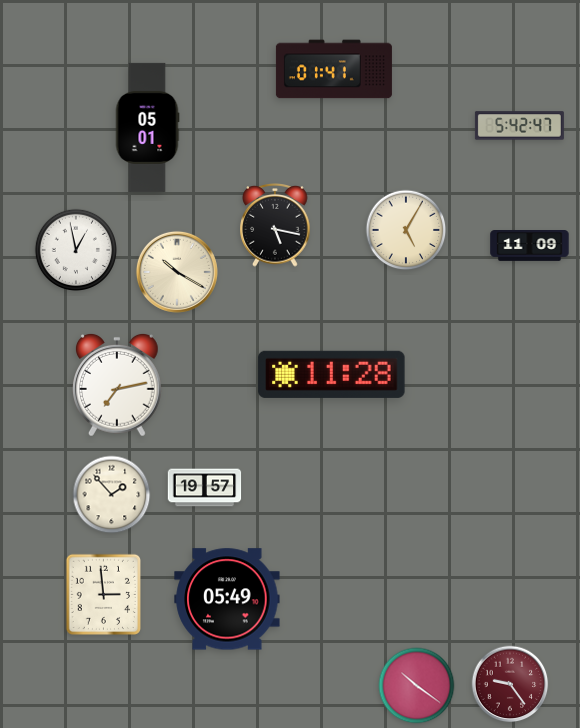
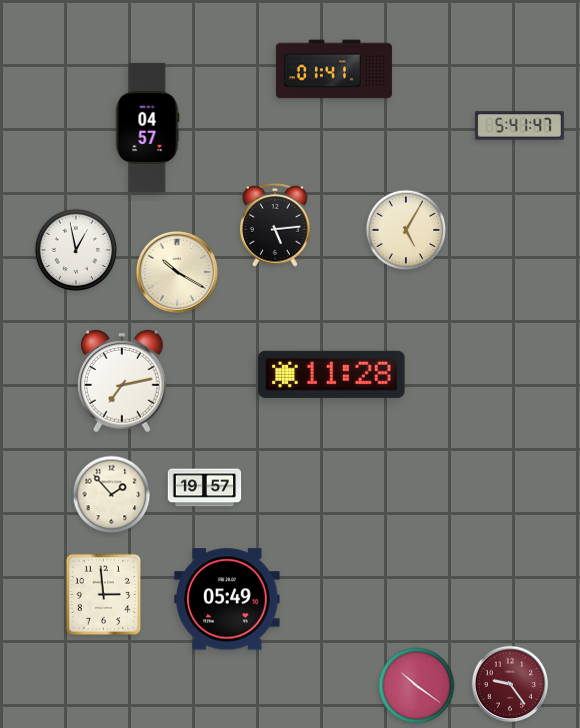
clock at (519, 126): 5:42 -> 5:41
clock at (147, 127): 05:01 -> 04:57
clock at (275, 226): 5:17 -> 5:14
clock at (530, 246): 11:09 -> none
clock at (118, 385) position: (118, 385) -> (123, 381)
